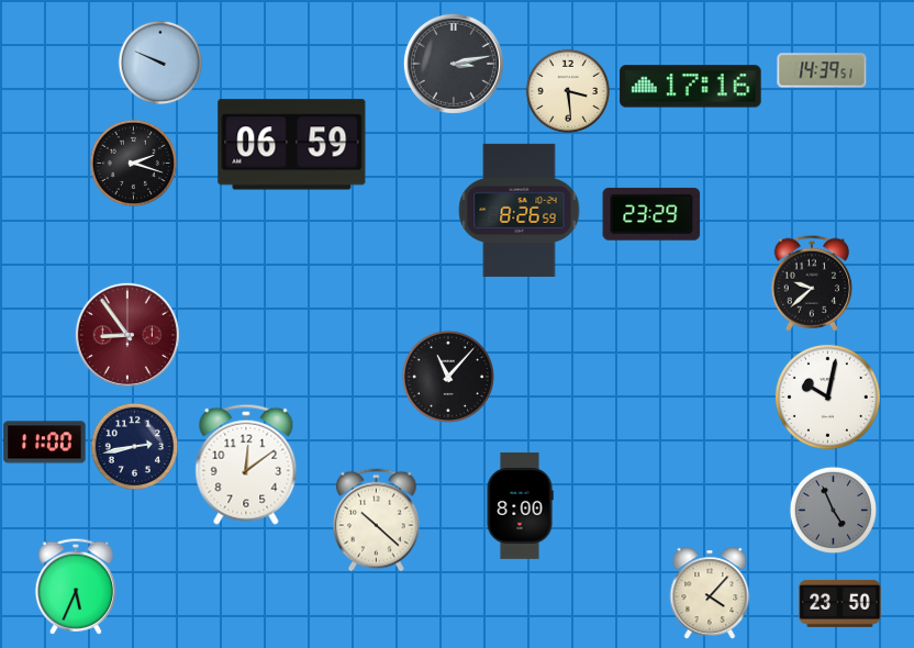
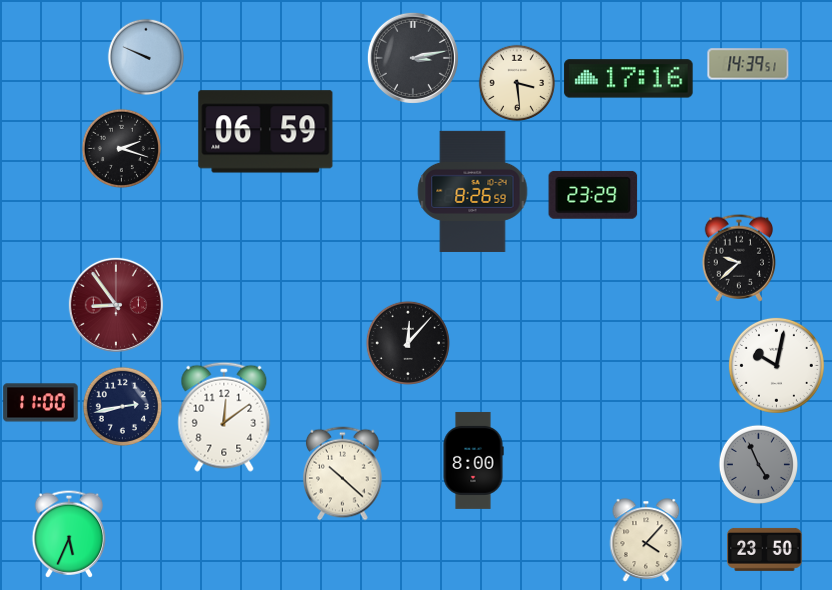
clock at (448, 377): 11:07 -> 12:07
clock at (827, 396) position: (827, 396) -> (776, 365)
clock at (246, 465) position: (246, 465) -> (224, 417)
